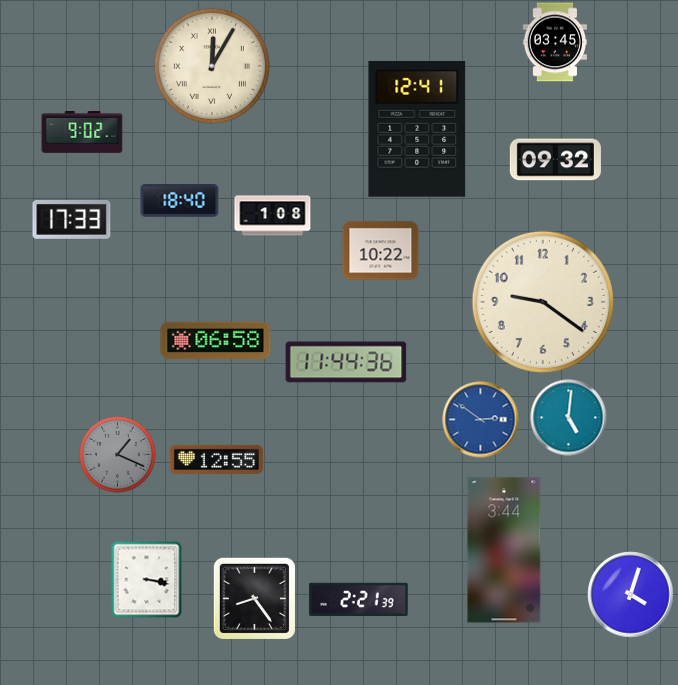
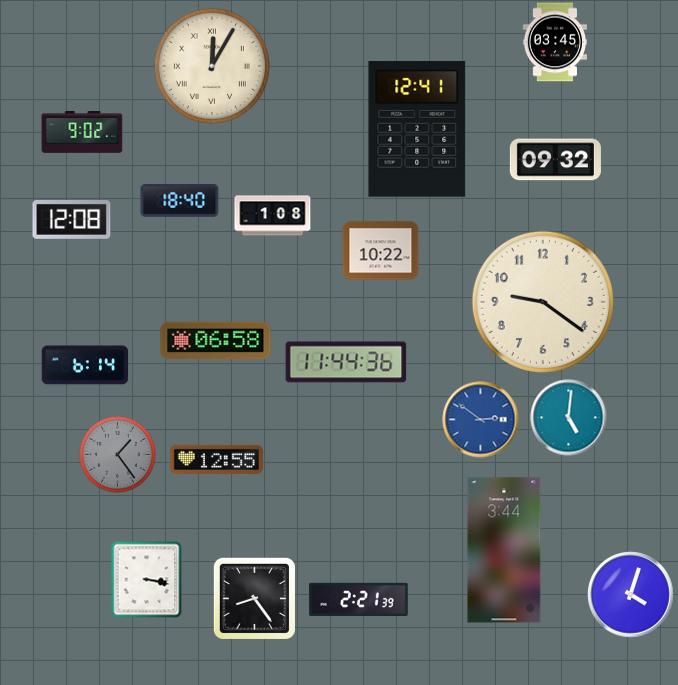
clock at (72, 220): 17:33 -> 12:08
clock at (85, 365): none -> 6:14
clock at (118, 455): 1:19 -> 1:24
